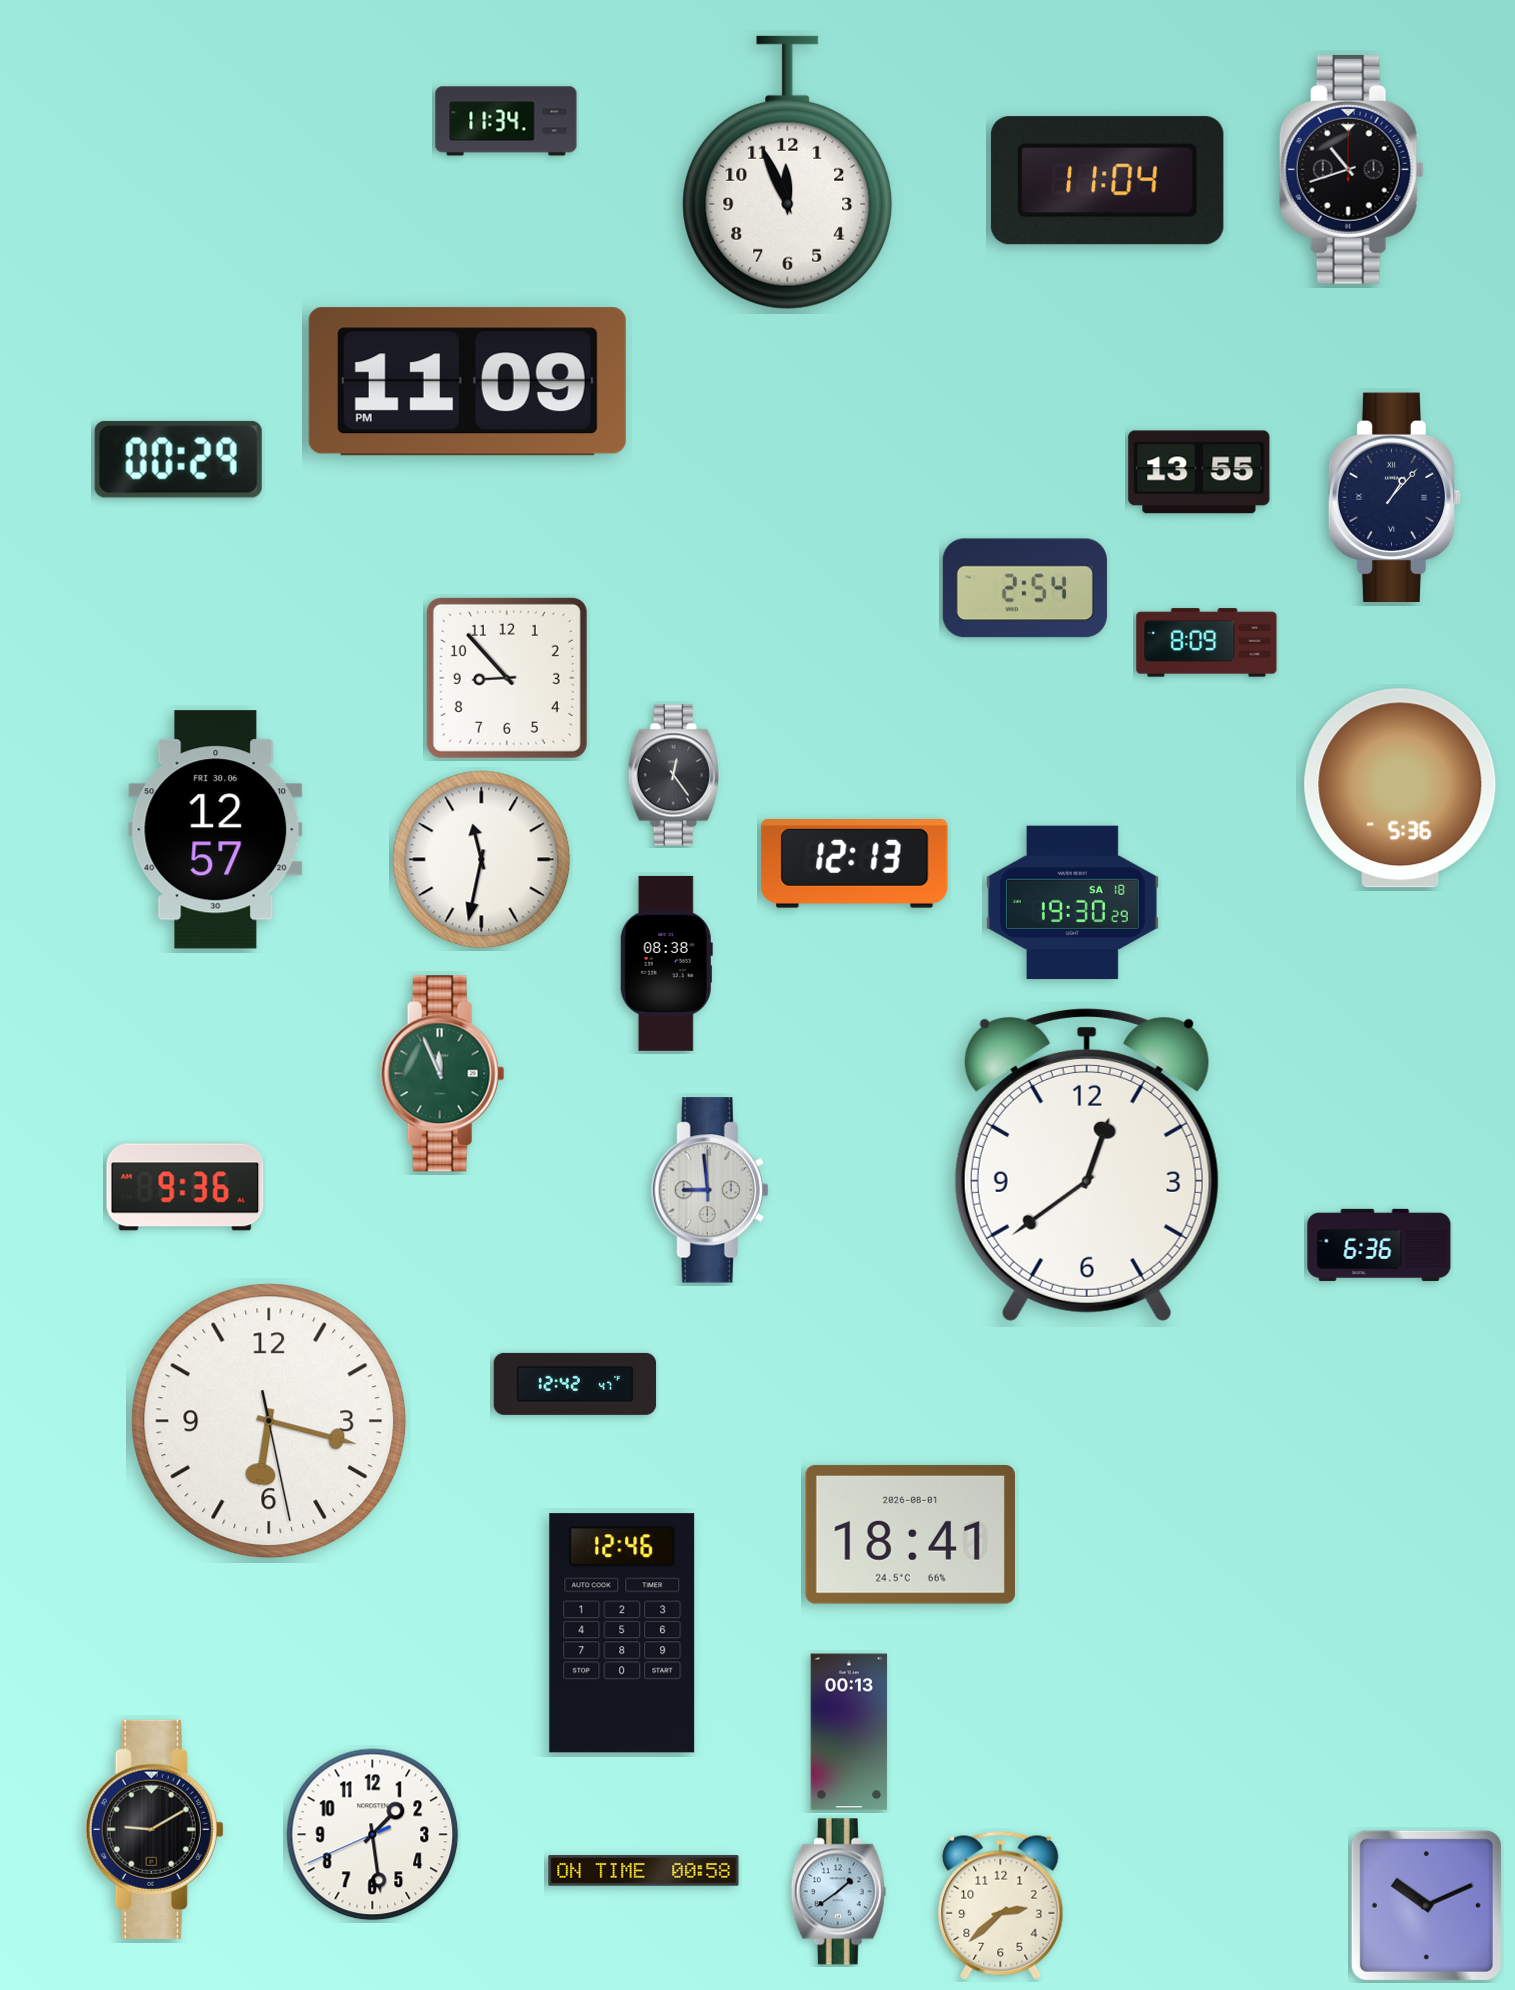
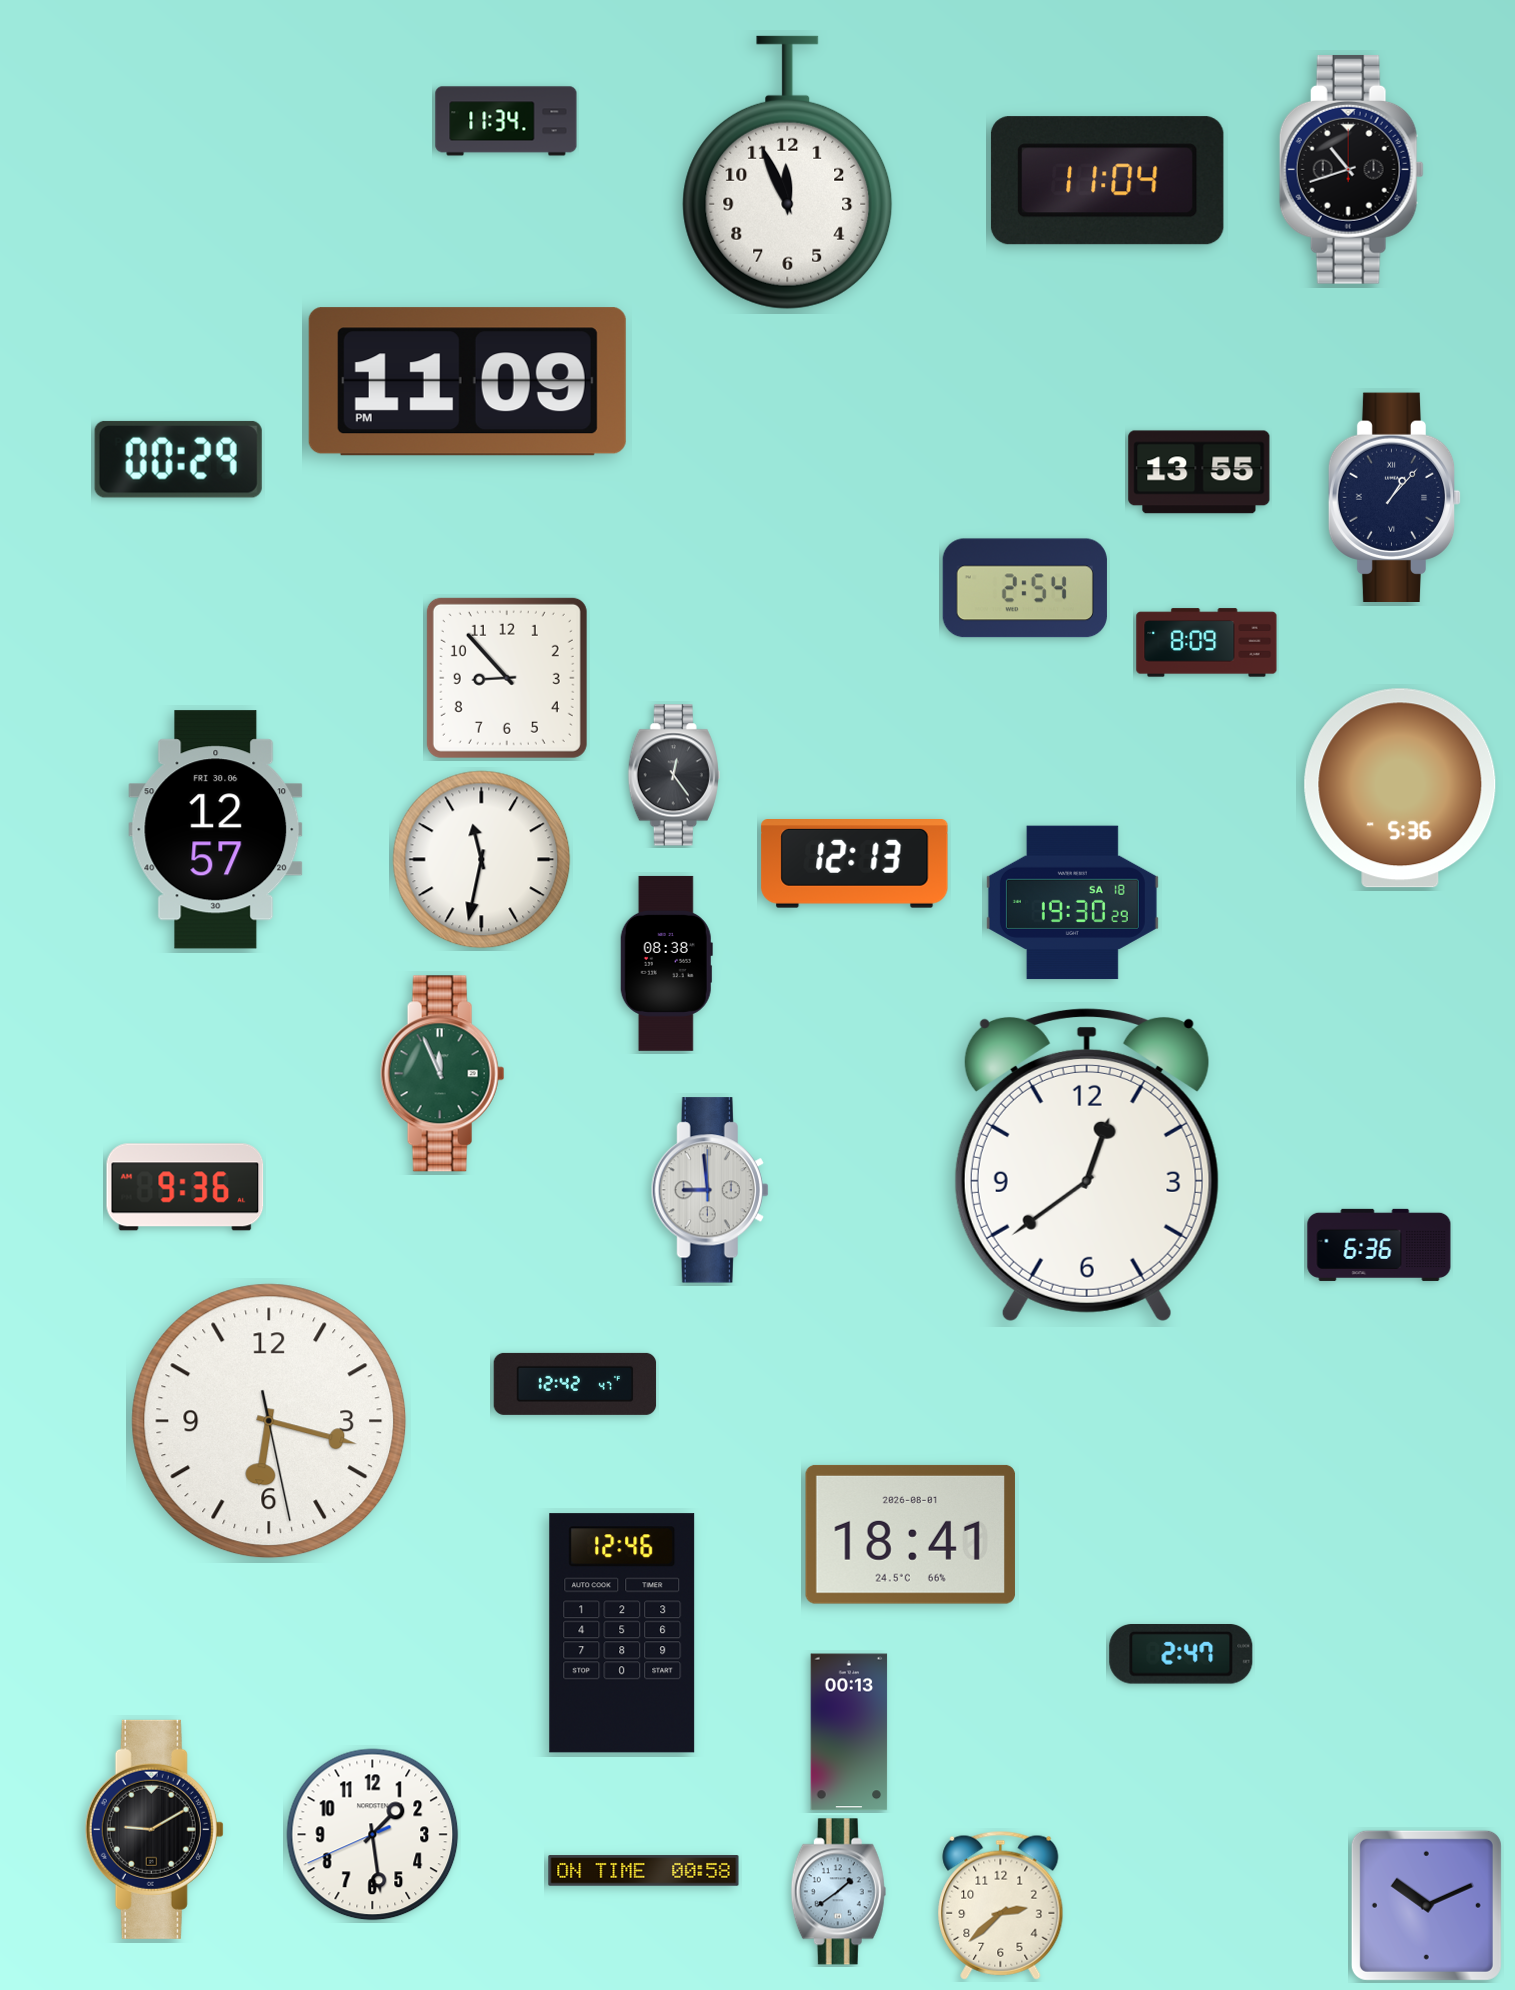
clock at (1181, 1654): none -> 2:47
